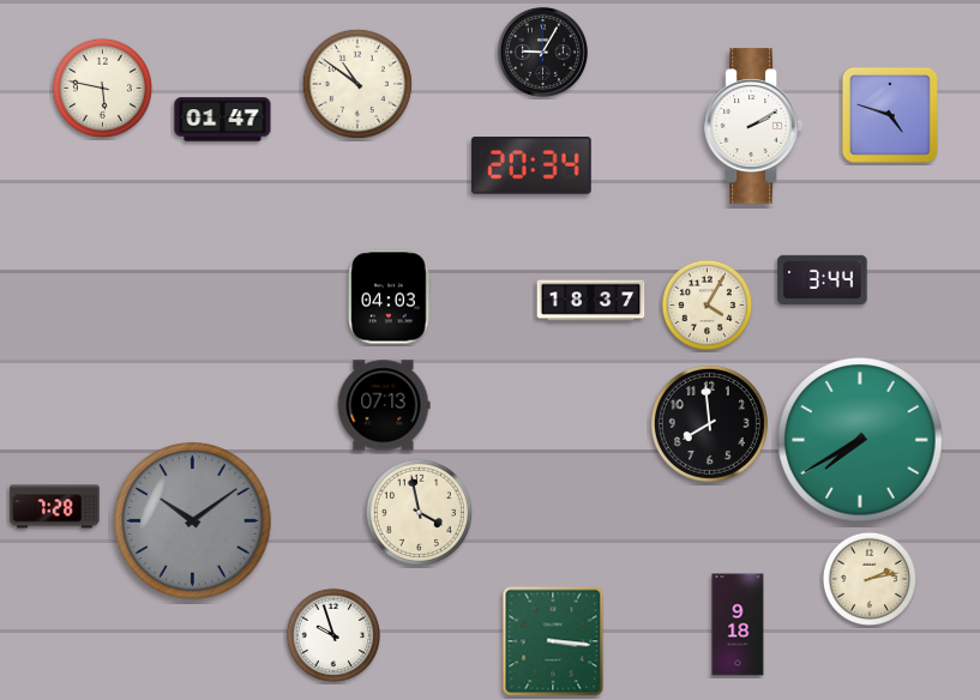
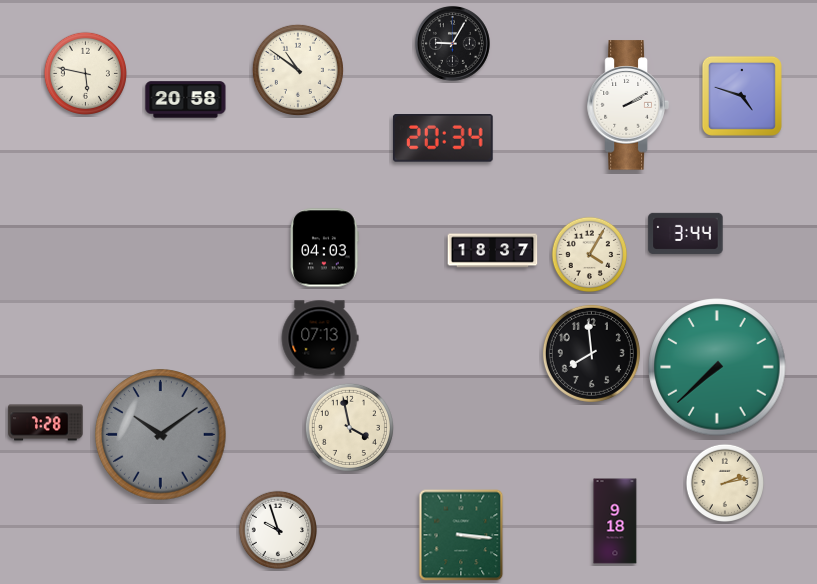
clock at (223, 120): 01:47 -> 20:58
clock at (860, 440): 7:40 -> 7:38
